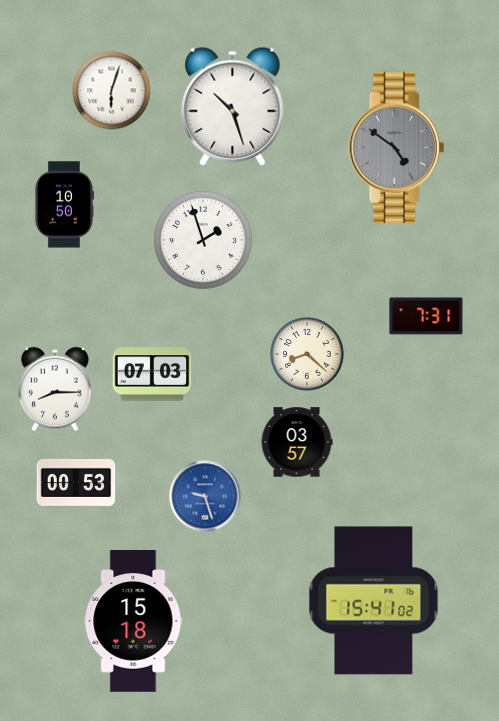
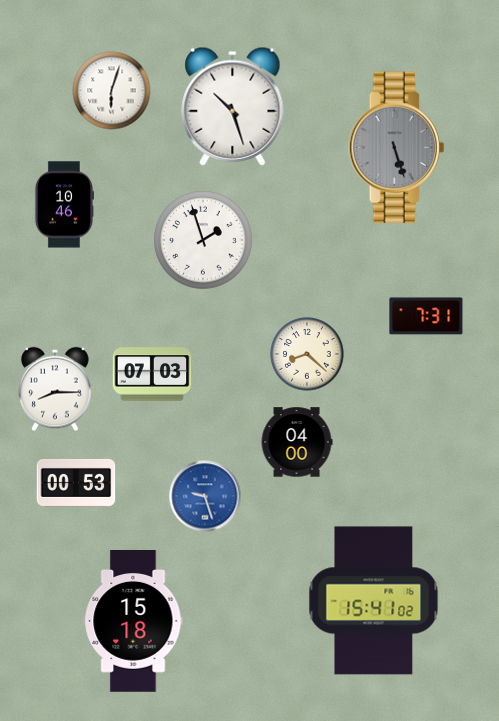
clock at (397, 148): 4:51 -> 5:27
clock at (63, 205): 10:50 -> 10:46
clock at (297, 442): 03:57 -> 04:00
